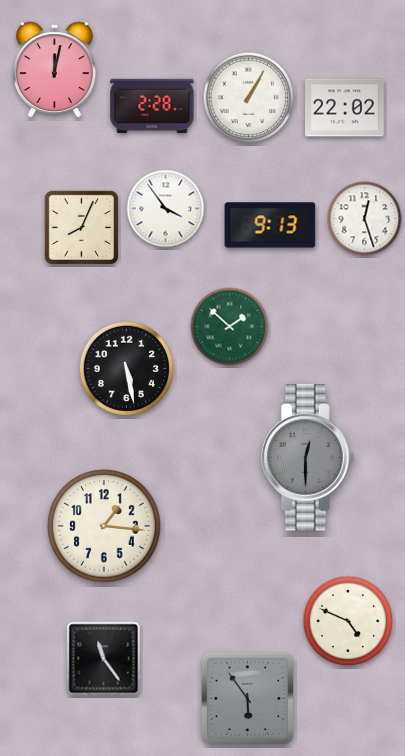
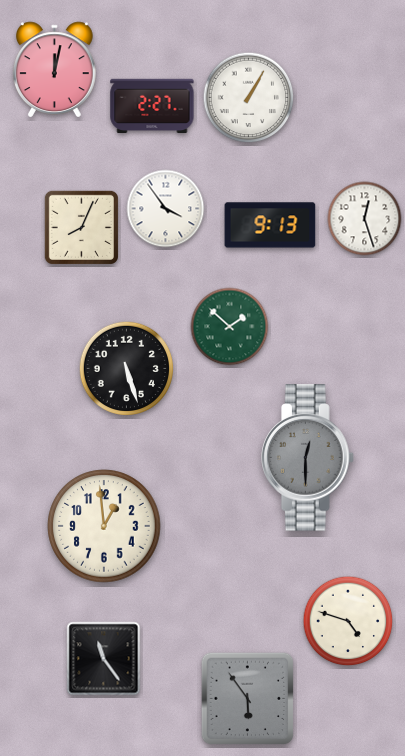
clock at (152, 105): 2:28 -> 2:27
clock at (345, 108): 22:02 -> none
clock at (126, 368): 5:28 -> 5:27
clock at (104, 526): 1:16 -> 12:59
clock at (348, 621): 4:49 -> 4:48
